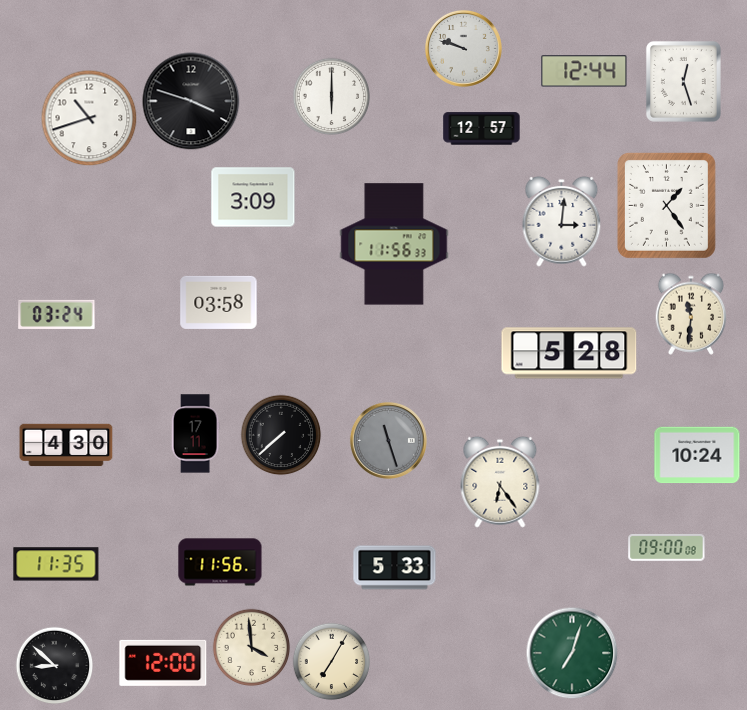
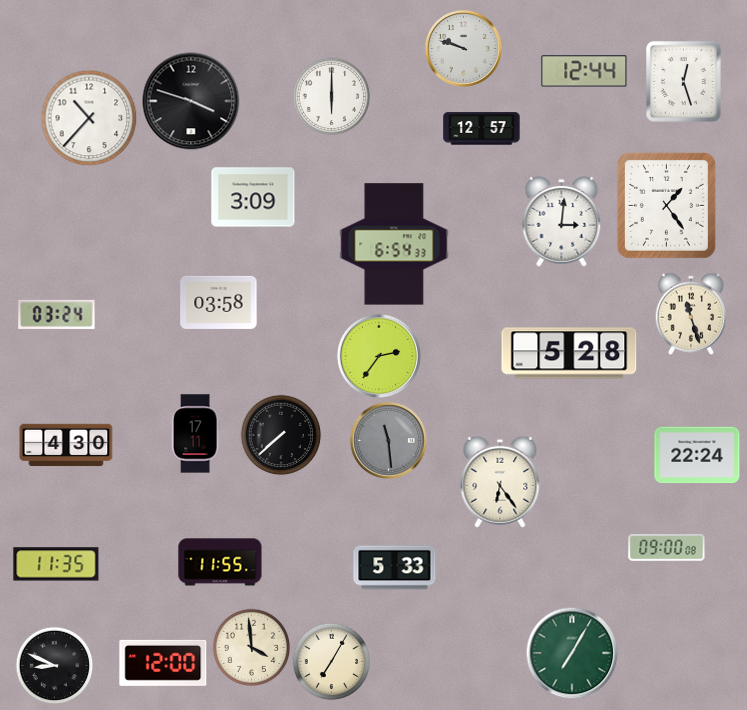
clock at (89, 118): 10:42 -> 10:37
clock at (394, 244): 11:56 -> 6:54
clock at (691, 314): 11:31 -> 11:27
clock at (378, 355): none -> 2:36
clock at (388, 440): 11:27 -> 11:29
clock at (697, 455): 10:24 -> 22:24
clock at (220, 562): 11:56 -> 11:55
clock at (572, 653): 7:03 -> 7:05
clock at (54, 665): 8:52 -> 8:49
